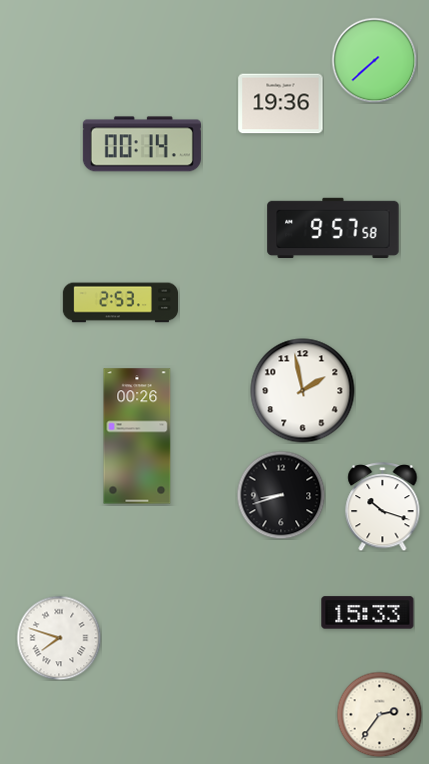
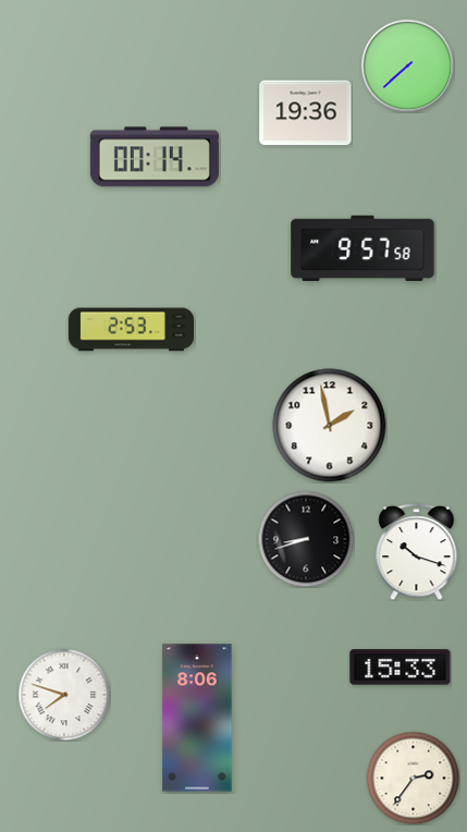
clock at (137, 436): 00:26 -> none
clock at (197, 718): none -> 8:06
